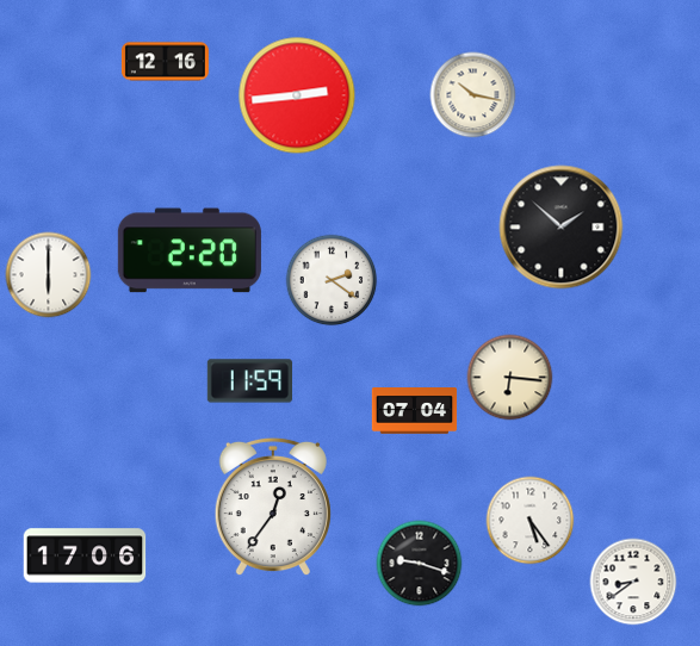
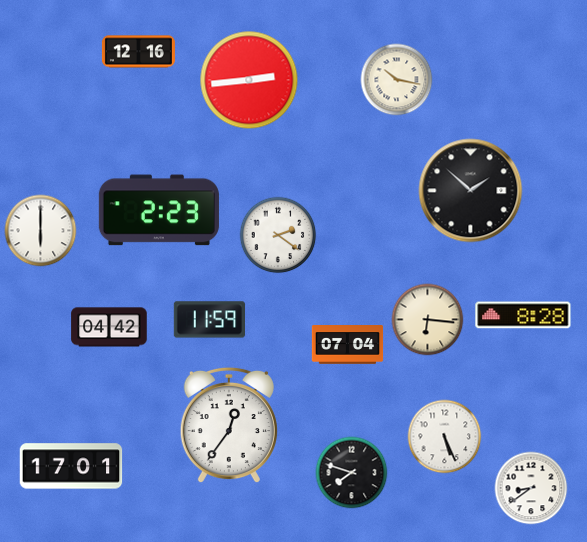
clock at (190, 250): 2:20 -> 2:23
clock at (523, 315): none -> 8:28
clock at (510, 378) position: (510, 378) -> (428, 320)
clock at (109, 327): none -> 04:42
clock at (531, 521): 5:24 -> 5:26
clock at (85, 555): 17:06 -> 17:01
clock at (420, 564): 9:18 -> 7:48
